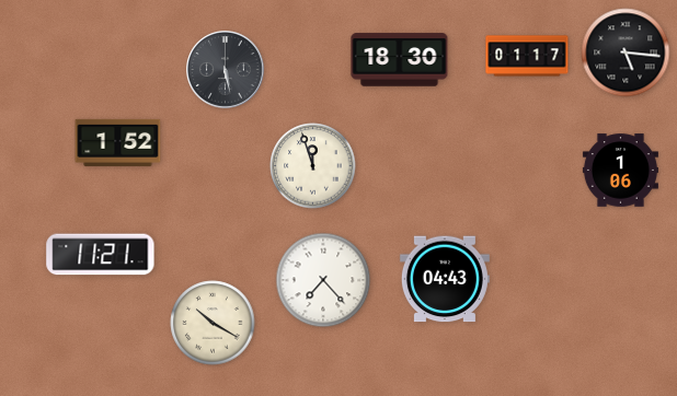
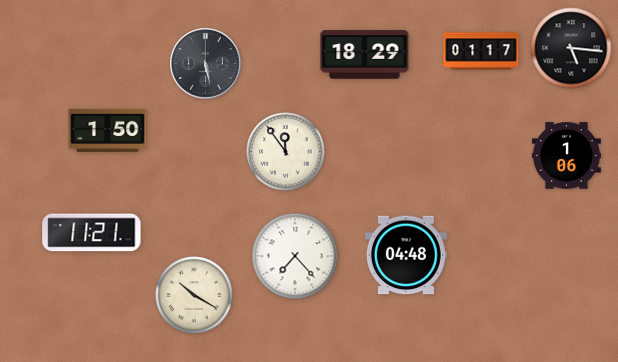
clock at (400, 60): 18:30 -> 18:29
clock at (118, 142): 1:52 -> 1:50
clock at (313, 166): 11:57 -> 11:54
clock at (445, 279): 04:43 -> 04:48
